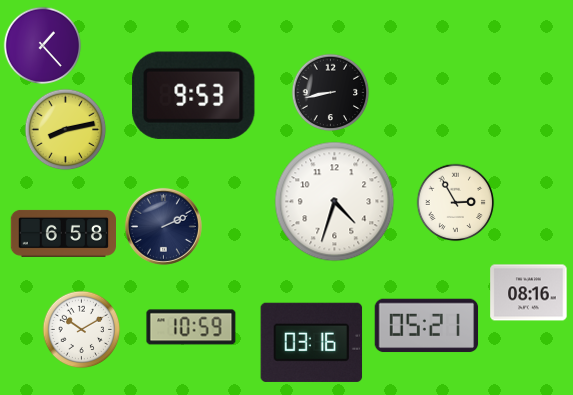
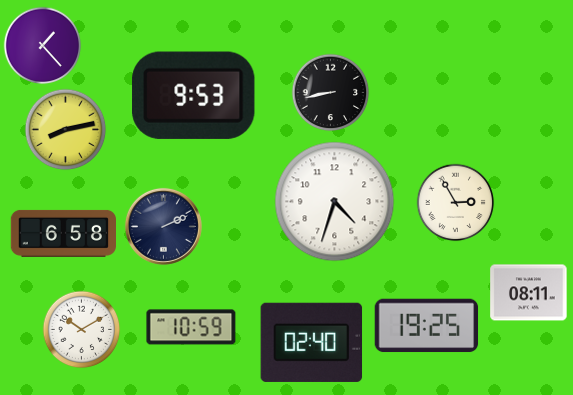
clock at (529, 293): 08:16 -> 08:11
clock at (427, 326): 05:21 -> 19:25
clock at (312, 342): 03:16 -> 02:40
